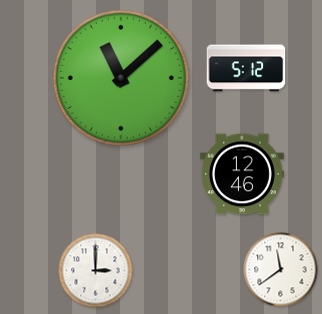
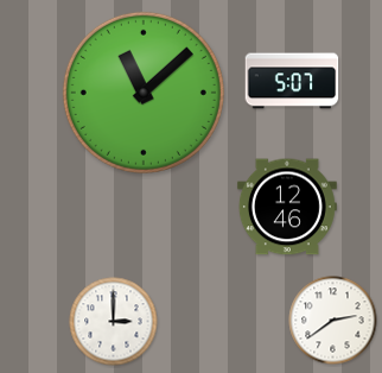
clock at (246, 68): 5:12 -> 5:07
clock at (281, 270): 11:39 -> 2:39
